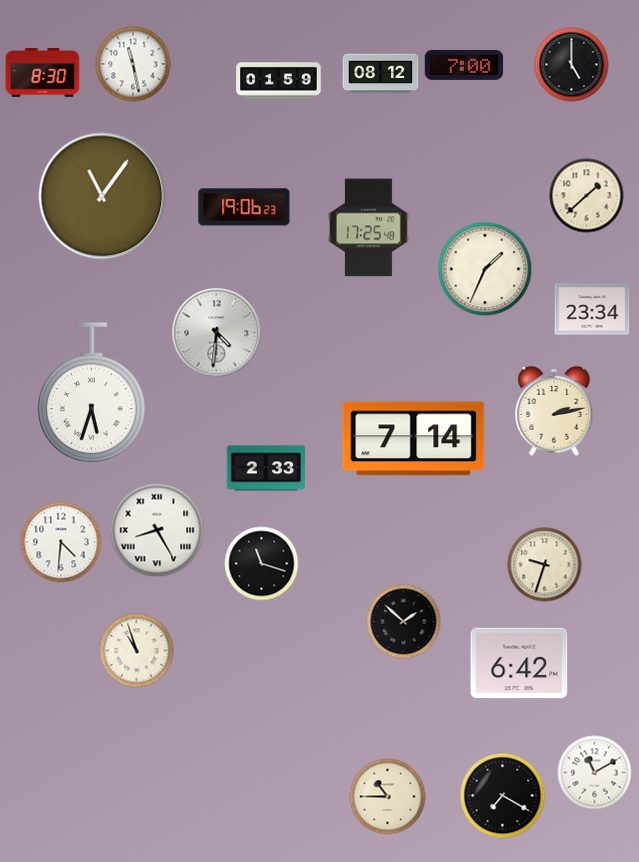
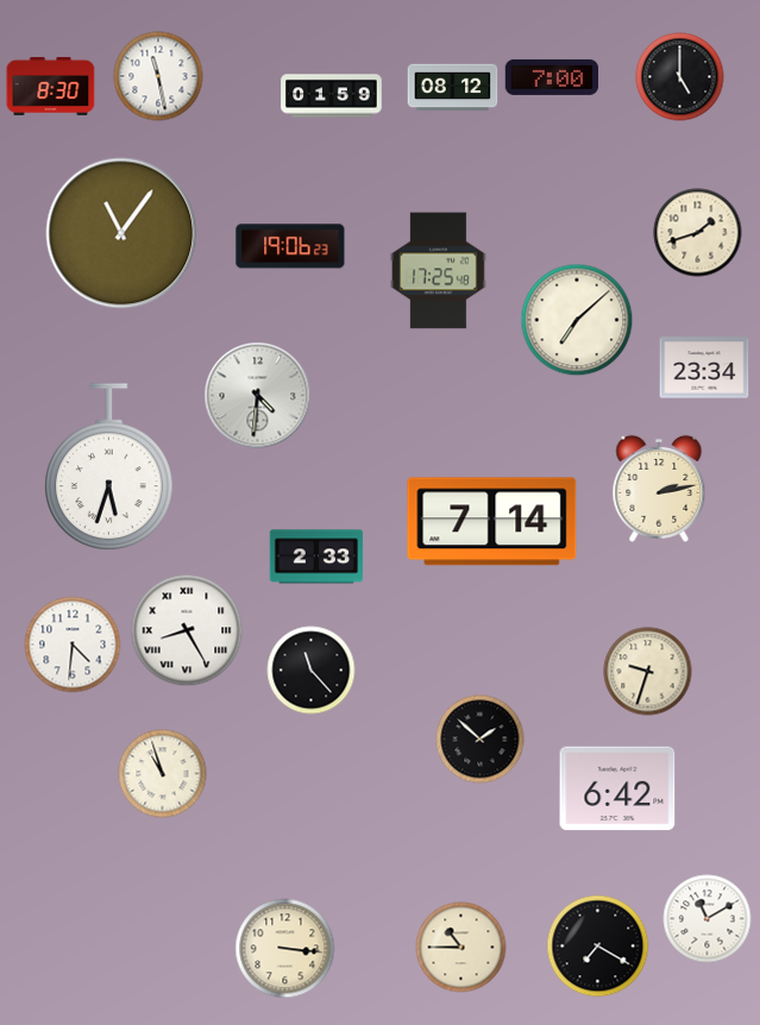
clock at (587, 196): 1:38 -> 1:42
clock at (485, 269): 1:34 -> 7:08
clock at (262, 564): 11:18 -> 11:23
clock at (285, 949): none -> 3:16
